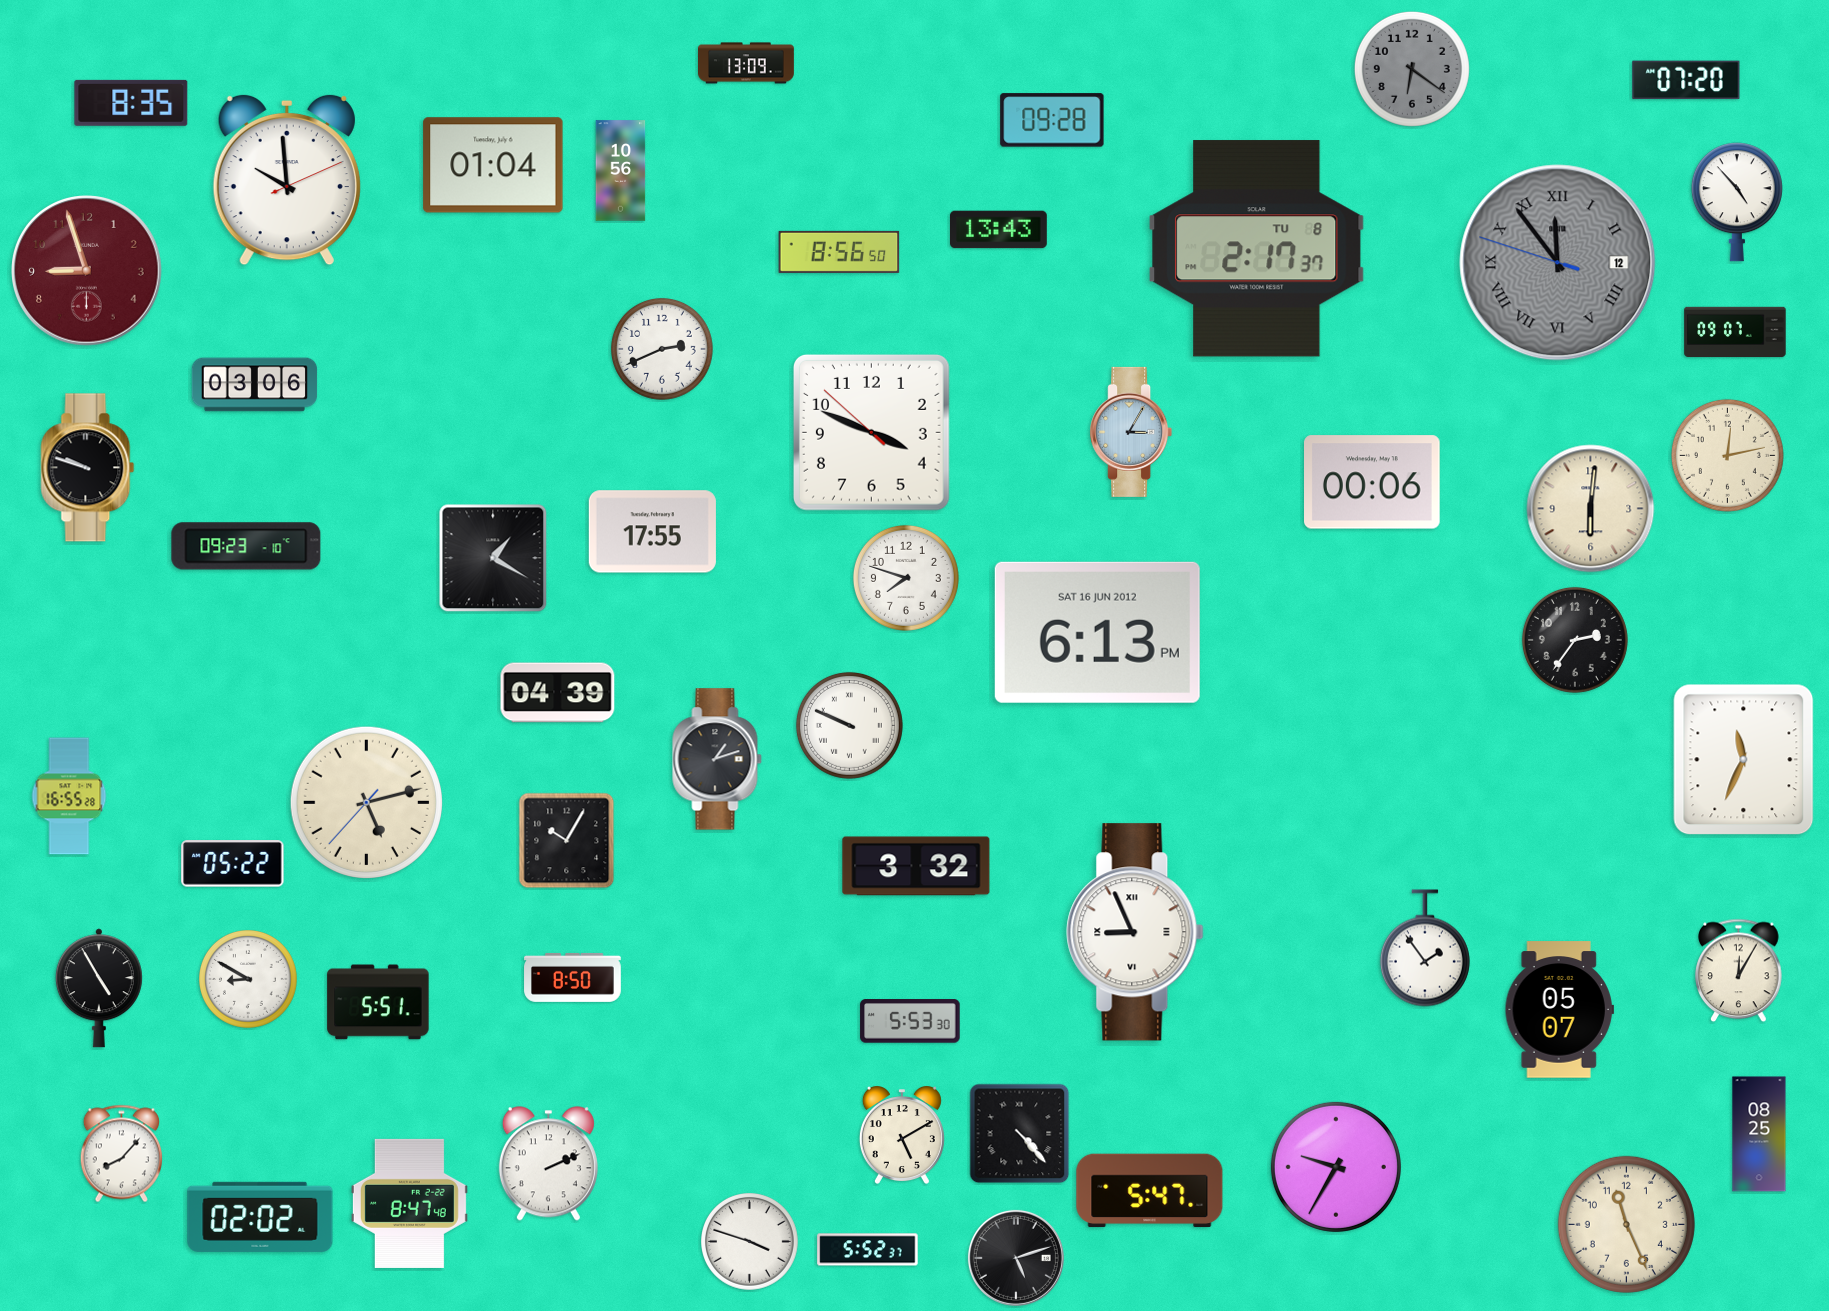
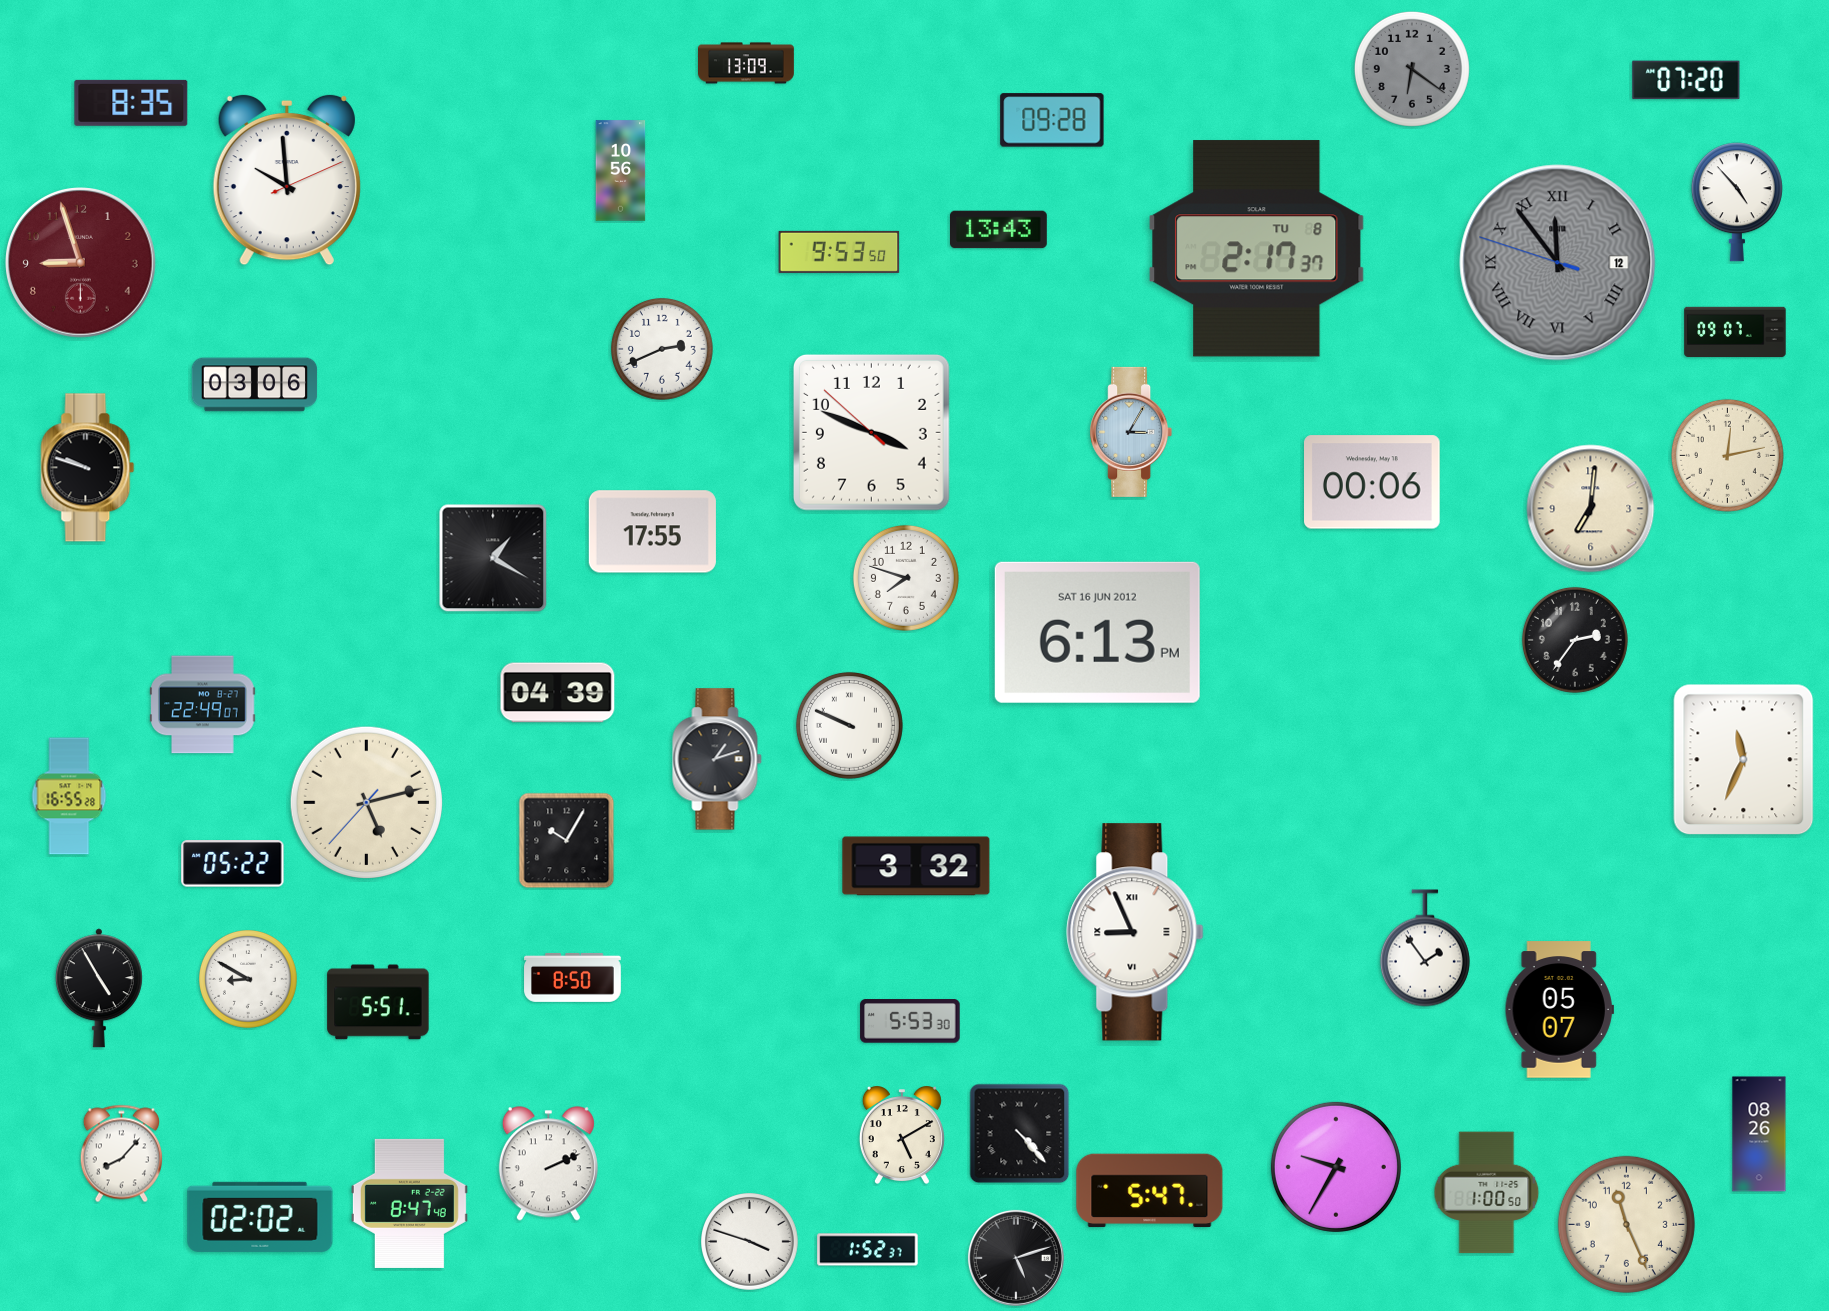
clock at (493, 165): 01:04 -> none
clock at (839, 252): 8:56 -> 9:53
clock at (87, 271) position: (87, 271) -> (81, 263)
clock at (1591, 509): 6:01 -> 7:01
clock at (246, 546): 09:23 -> none
clock at (203, 705): none -> 22:49
clock at (1739, 971): 12:05 -> none
clock at (1759, 1134): 08:25 -> 08:26
clock at (1487, 1193): none -> 1:00
clock at (868, 1250): 5:52 -> 1:52
